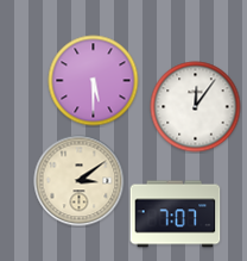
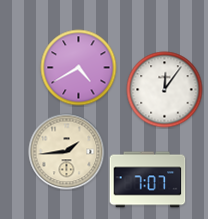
clock at (94, 81): 5:30 -> 4:40
clock at (80, 181): 3:09 -> 1:44
